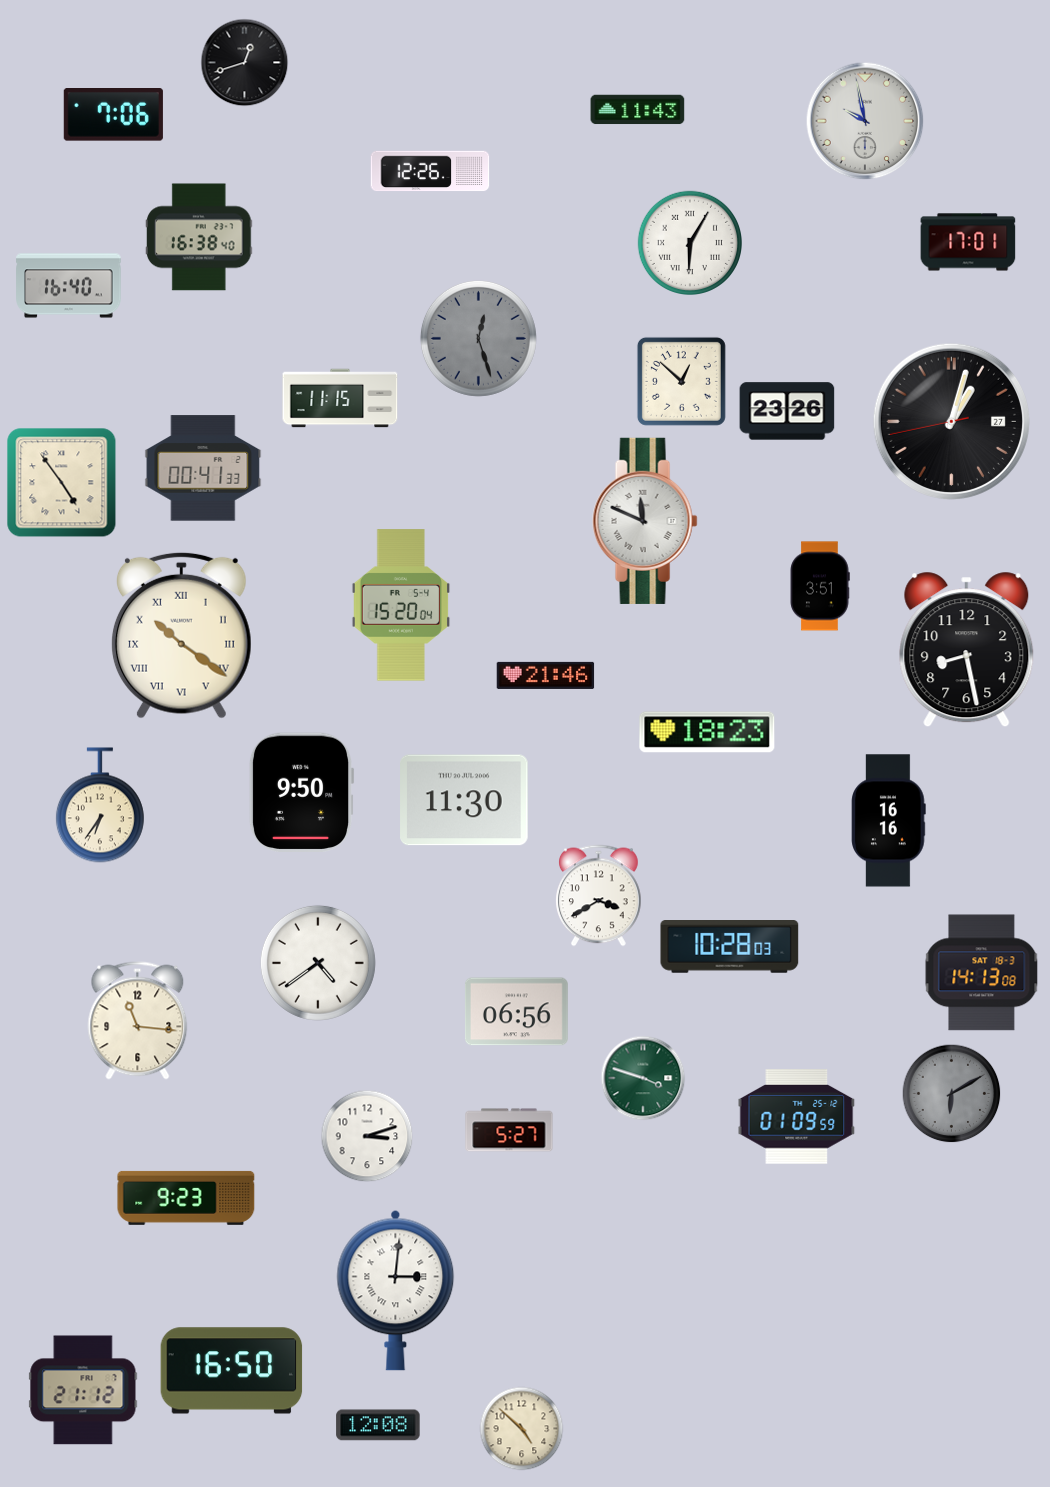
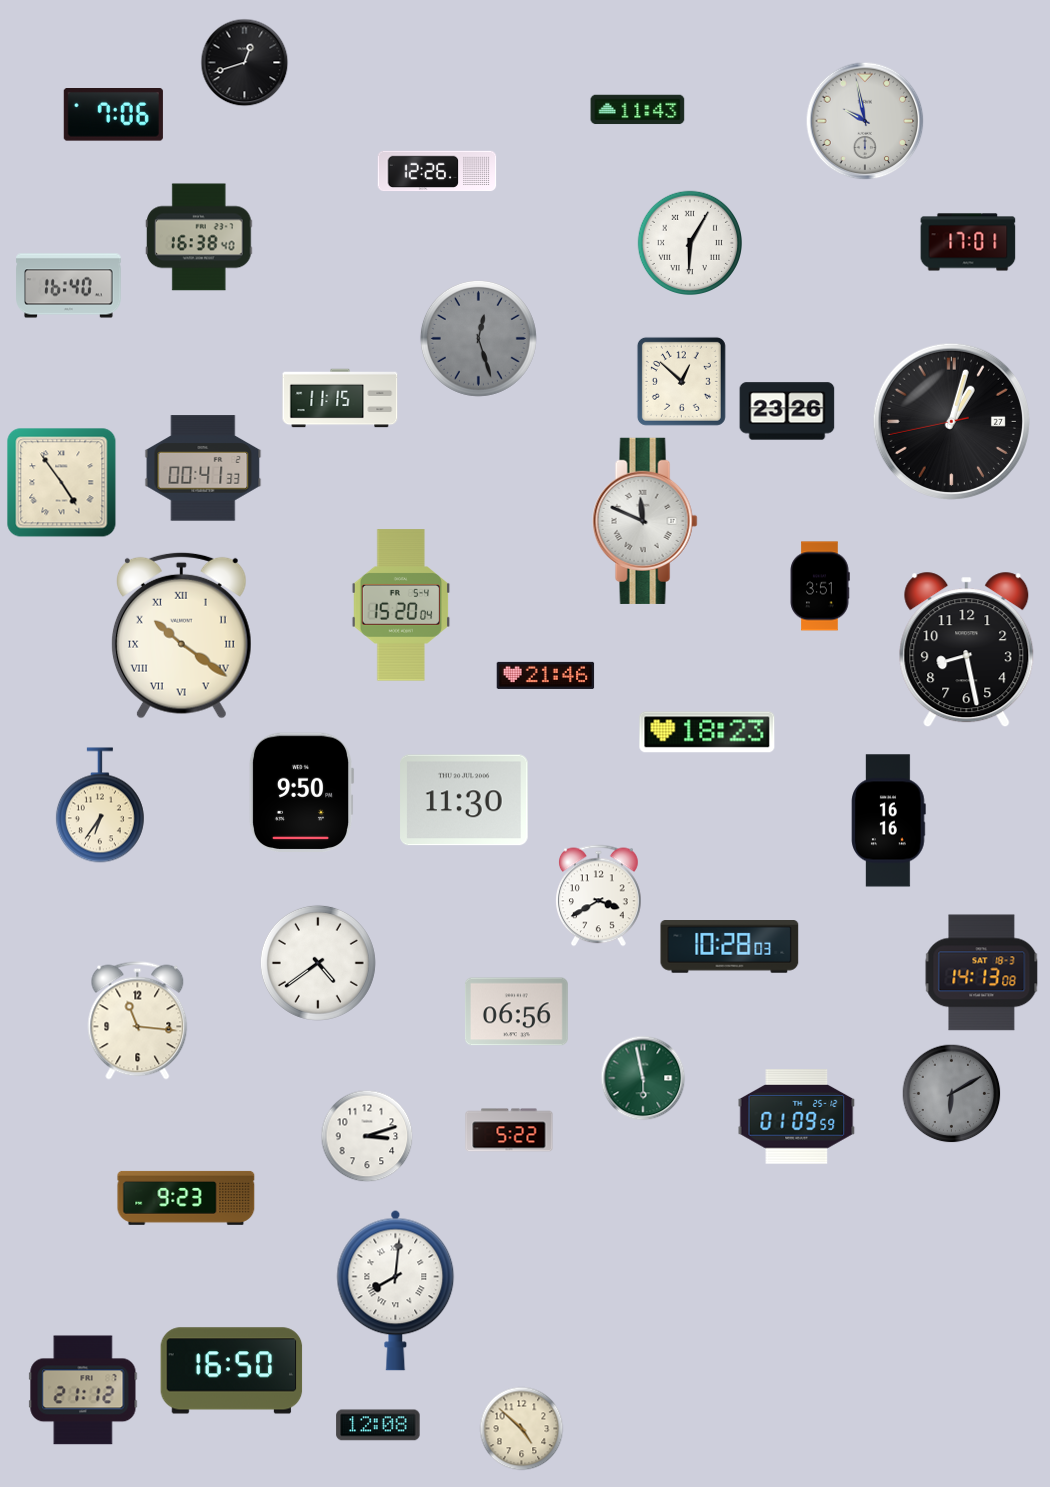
clock at (430, 171) position: (430, 171) -> (437, 171)
clock at (643, 1078): 3:48 -> 5:58
clock at (509, 1130): 5:27 -> 5:22
clock at (396, 1290): 3:01 -> 8:01
